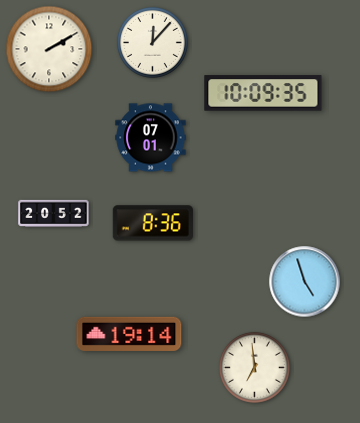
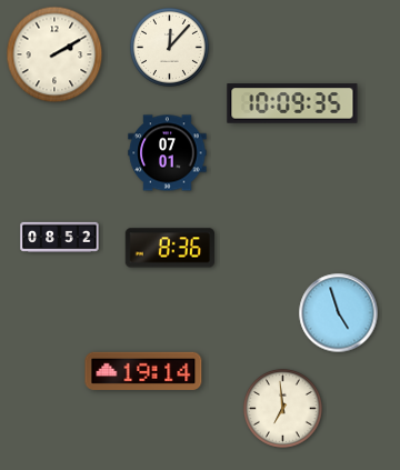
clock at (54, 213): 20:52 -> 08:52
